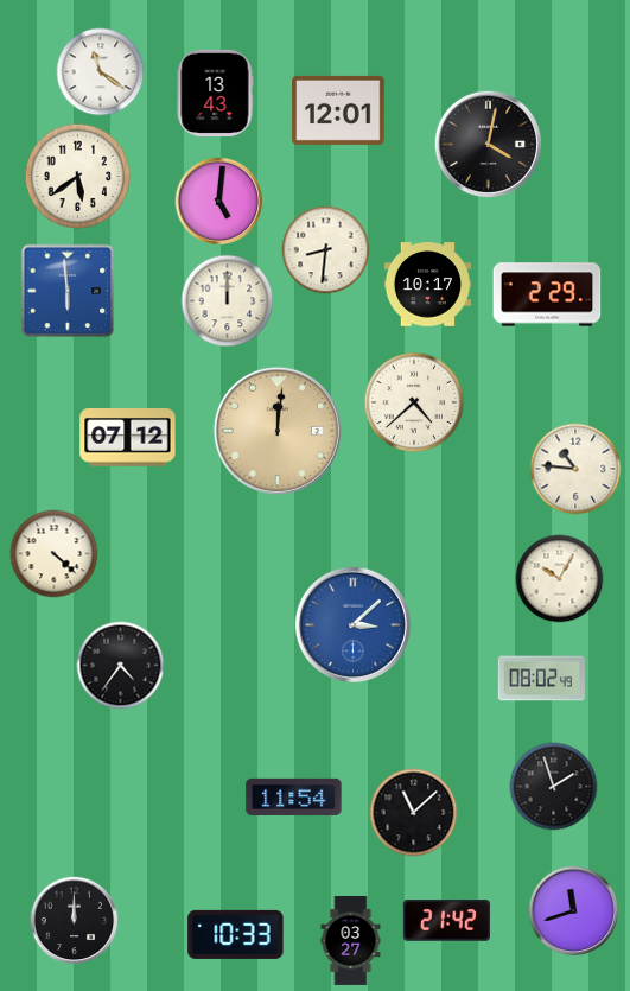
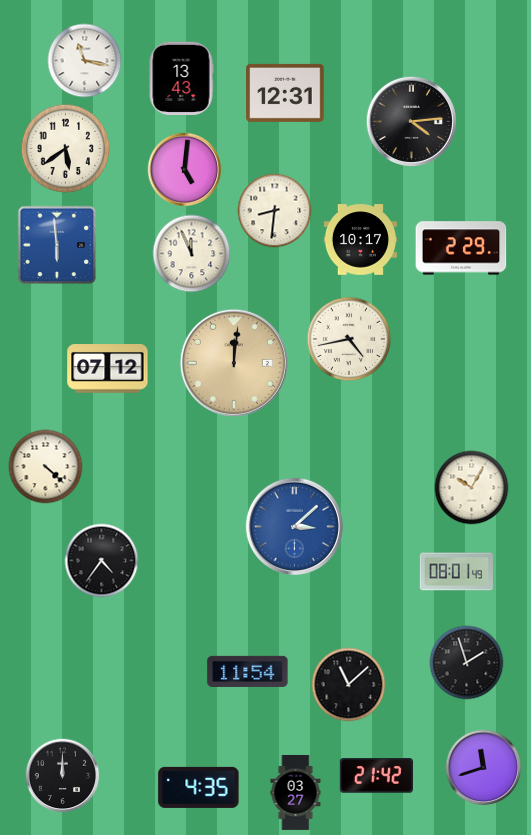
clock at (101, 72): 11:21 -> 11:17
clock at (338, 110): 12:01 -> 12:31
clock at (488, 144): 4:02 -> 4:14
clock at (228, 301): 12:00 -> 11:56
clock at (414, 402): 4:38 -> 4:43
clock at (575, 469): 10:46 -> none
clock at (352, 624) position: (352, 624) -> (294, 526)
clock at (541, 679): 08:02 -> 08:01
clock at (236, 934): 10:33 -> 4:35
